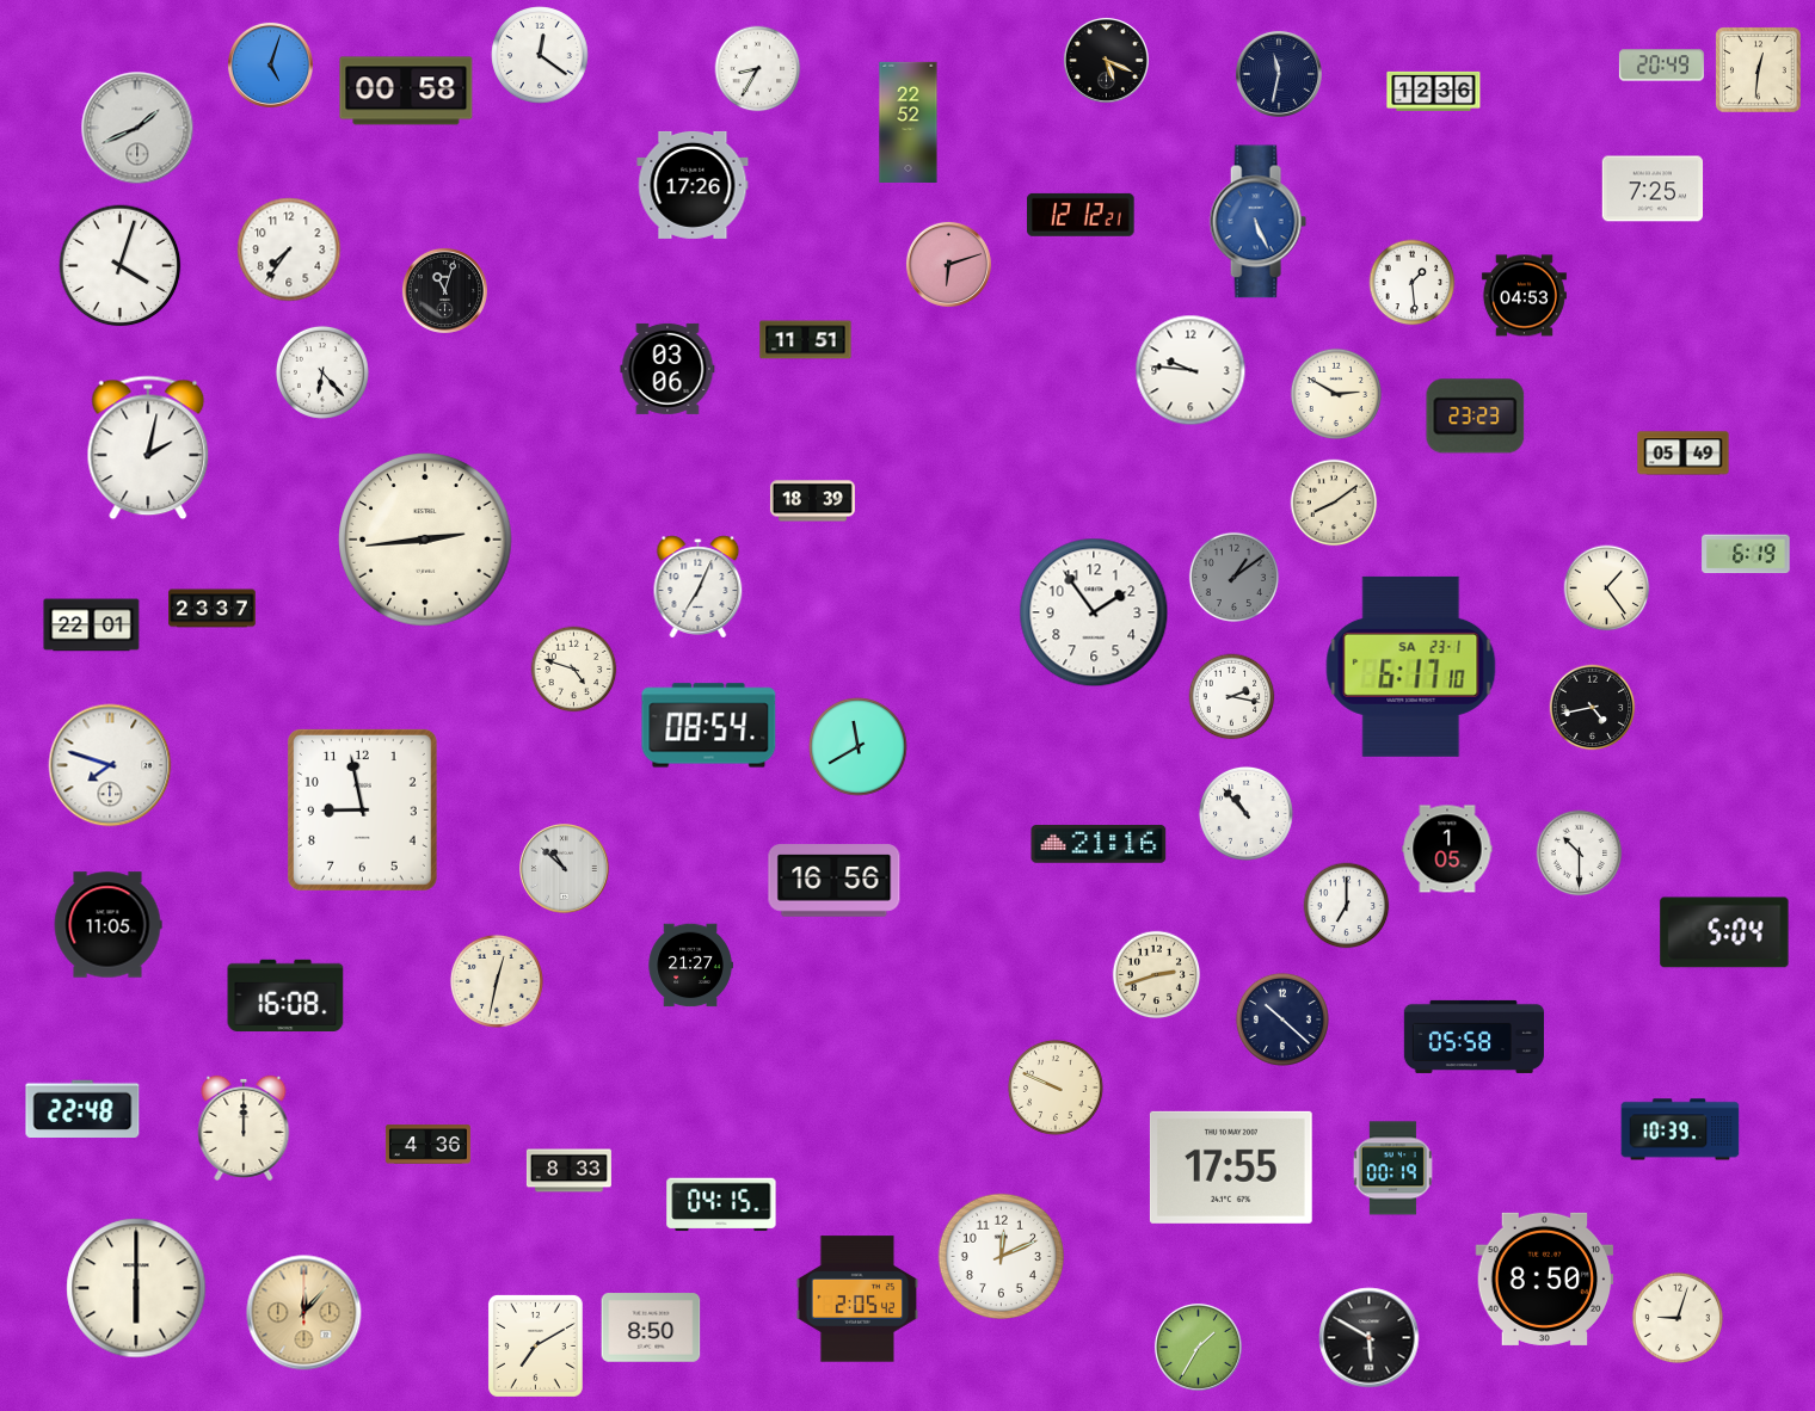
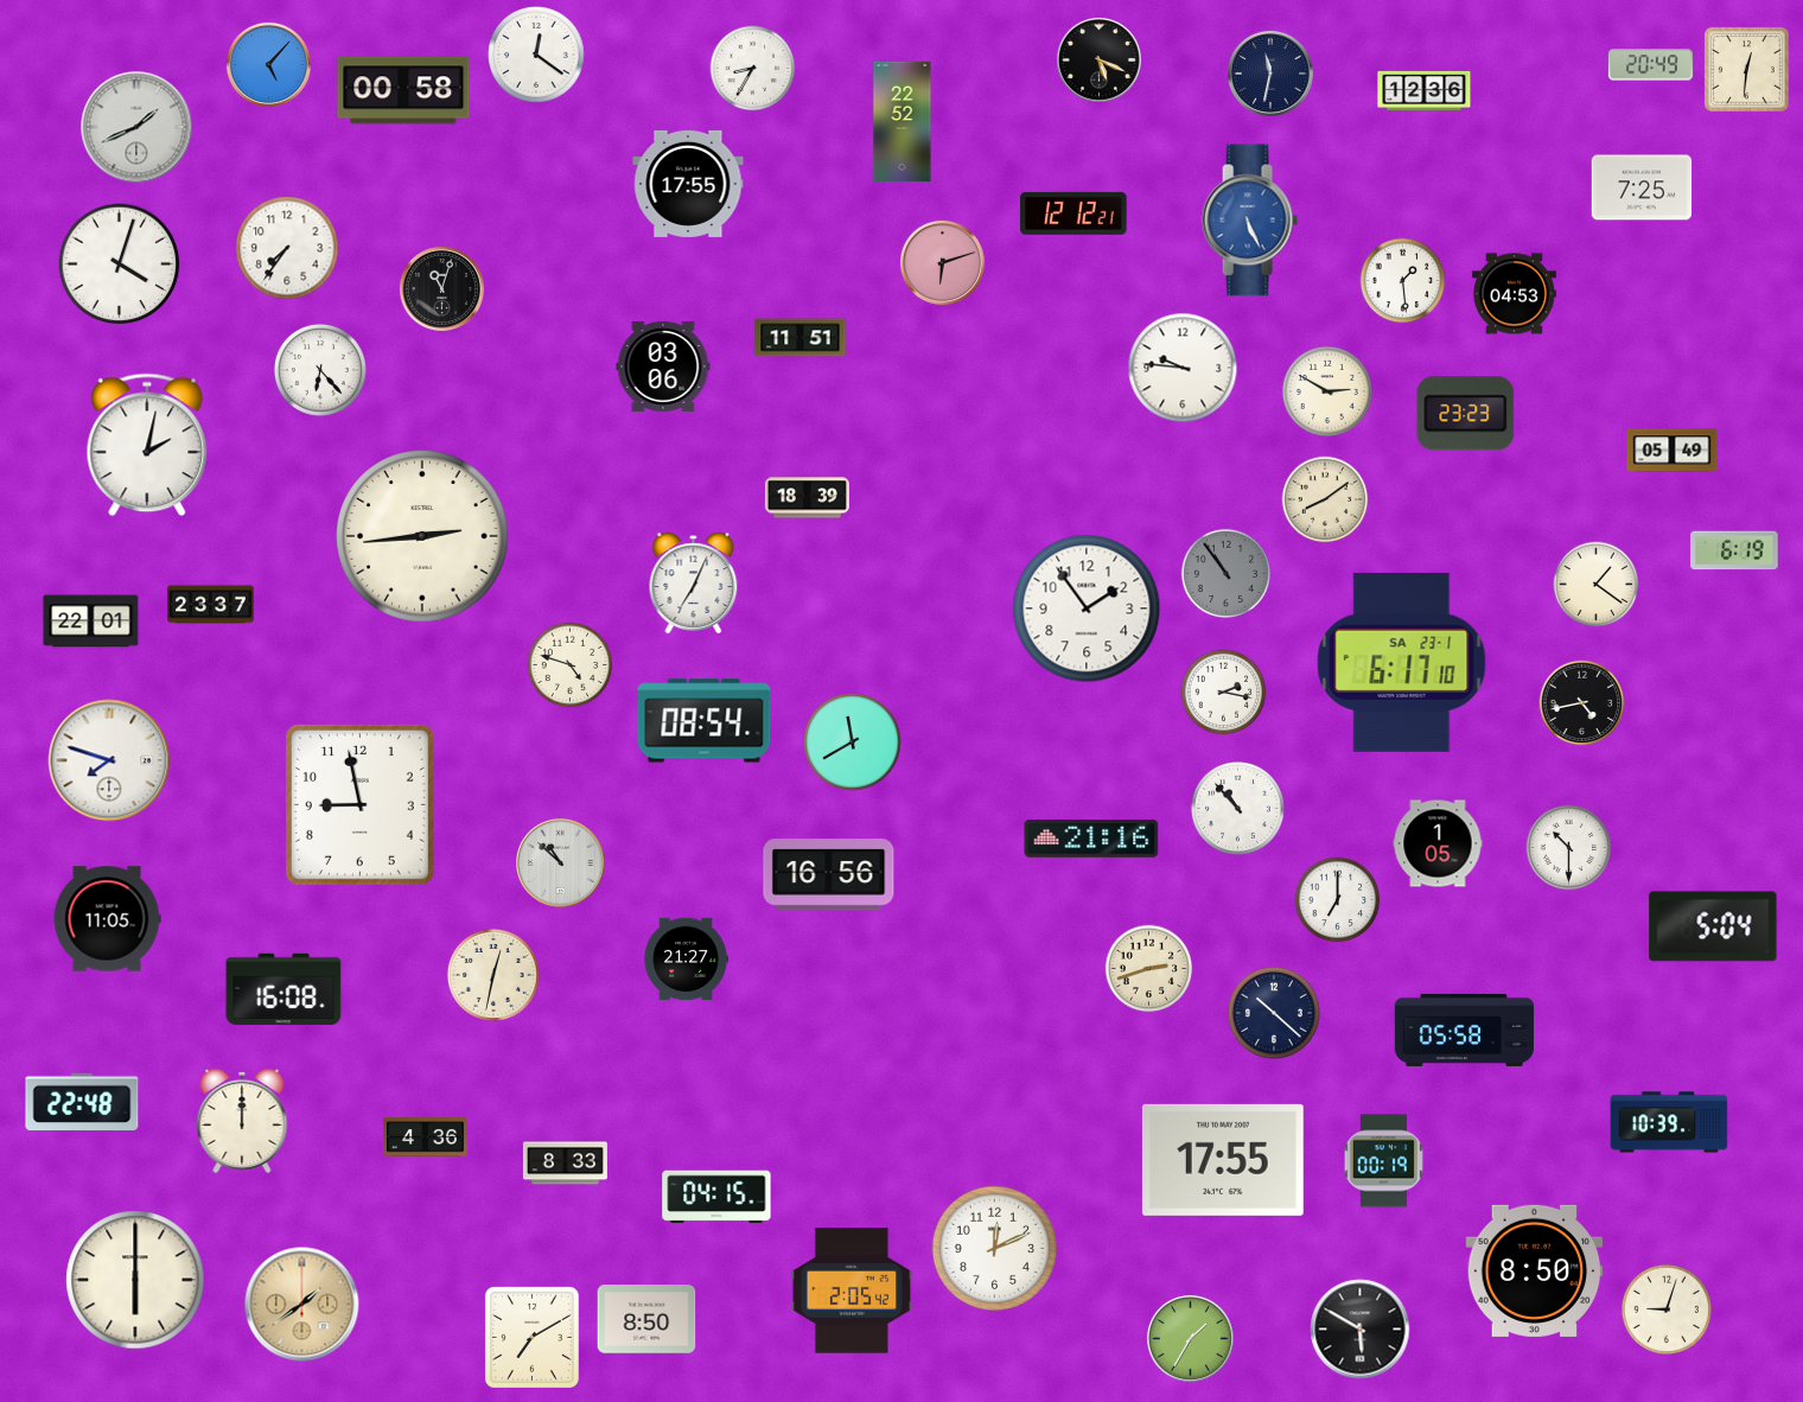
clock at (270, 64): 5:03 -> 5:07
clock at (693, 185): 17:26 -> 17:55
clock at (1233, 577): 1:09 -> 10:54
clock at (1607, 589): 1:24 -> 1:21
clock at (1056, 1087): 9:49 -> none
clock at (304, 1313): 12:07 -> 1:39
